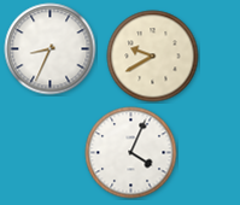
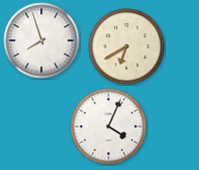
clock at (51, 49): 8:34 -> 7:57
clock at (153, 57): 9:40 -> 6:40
